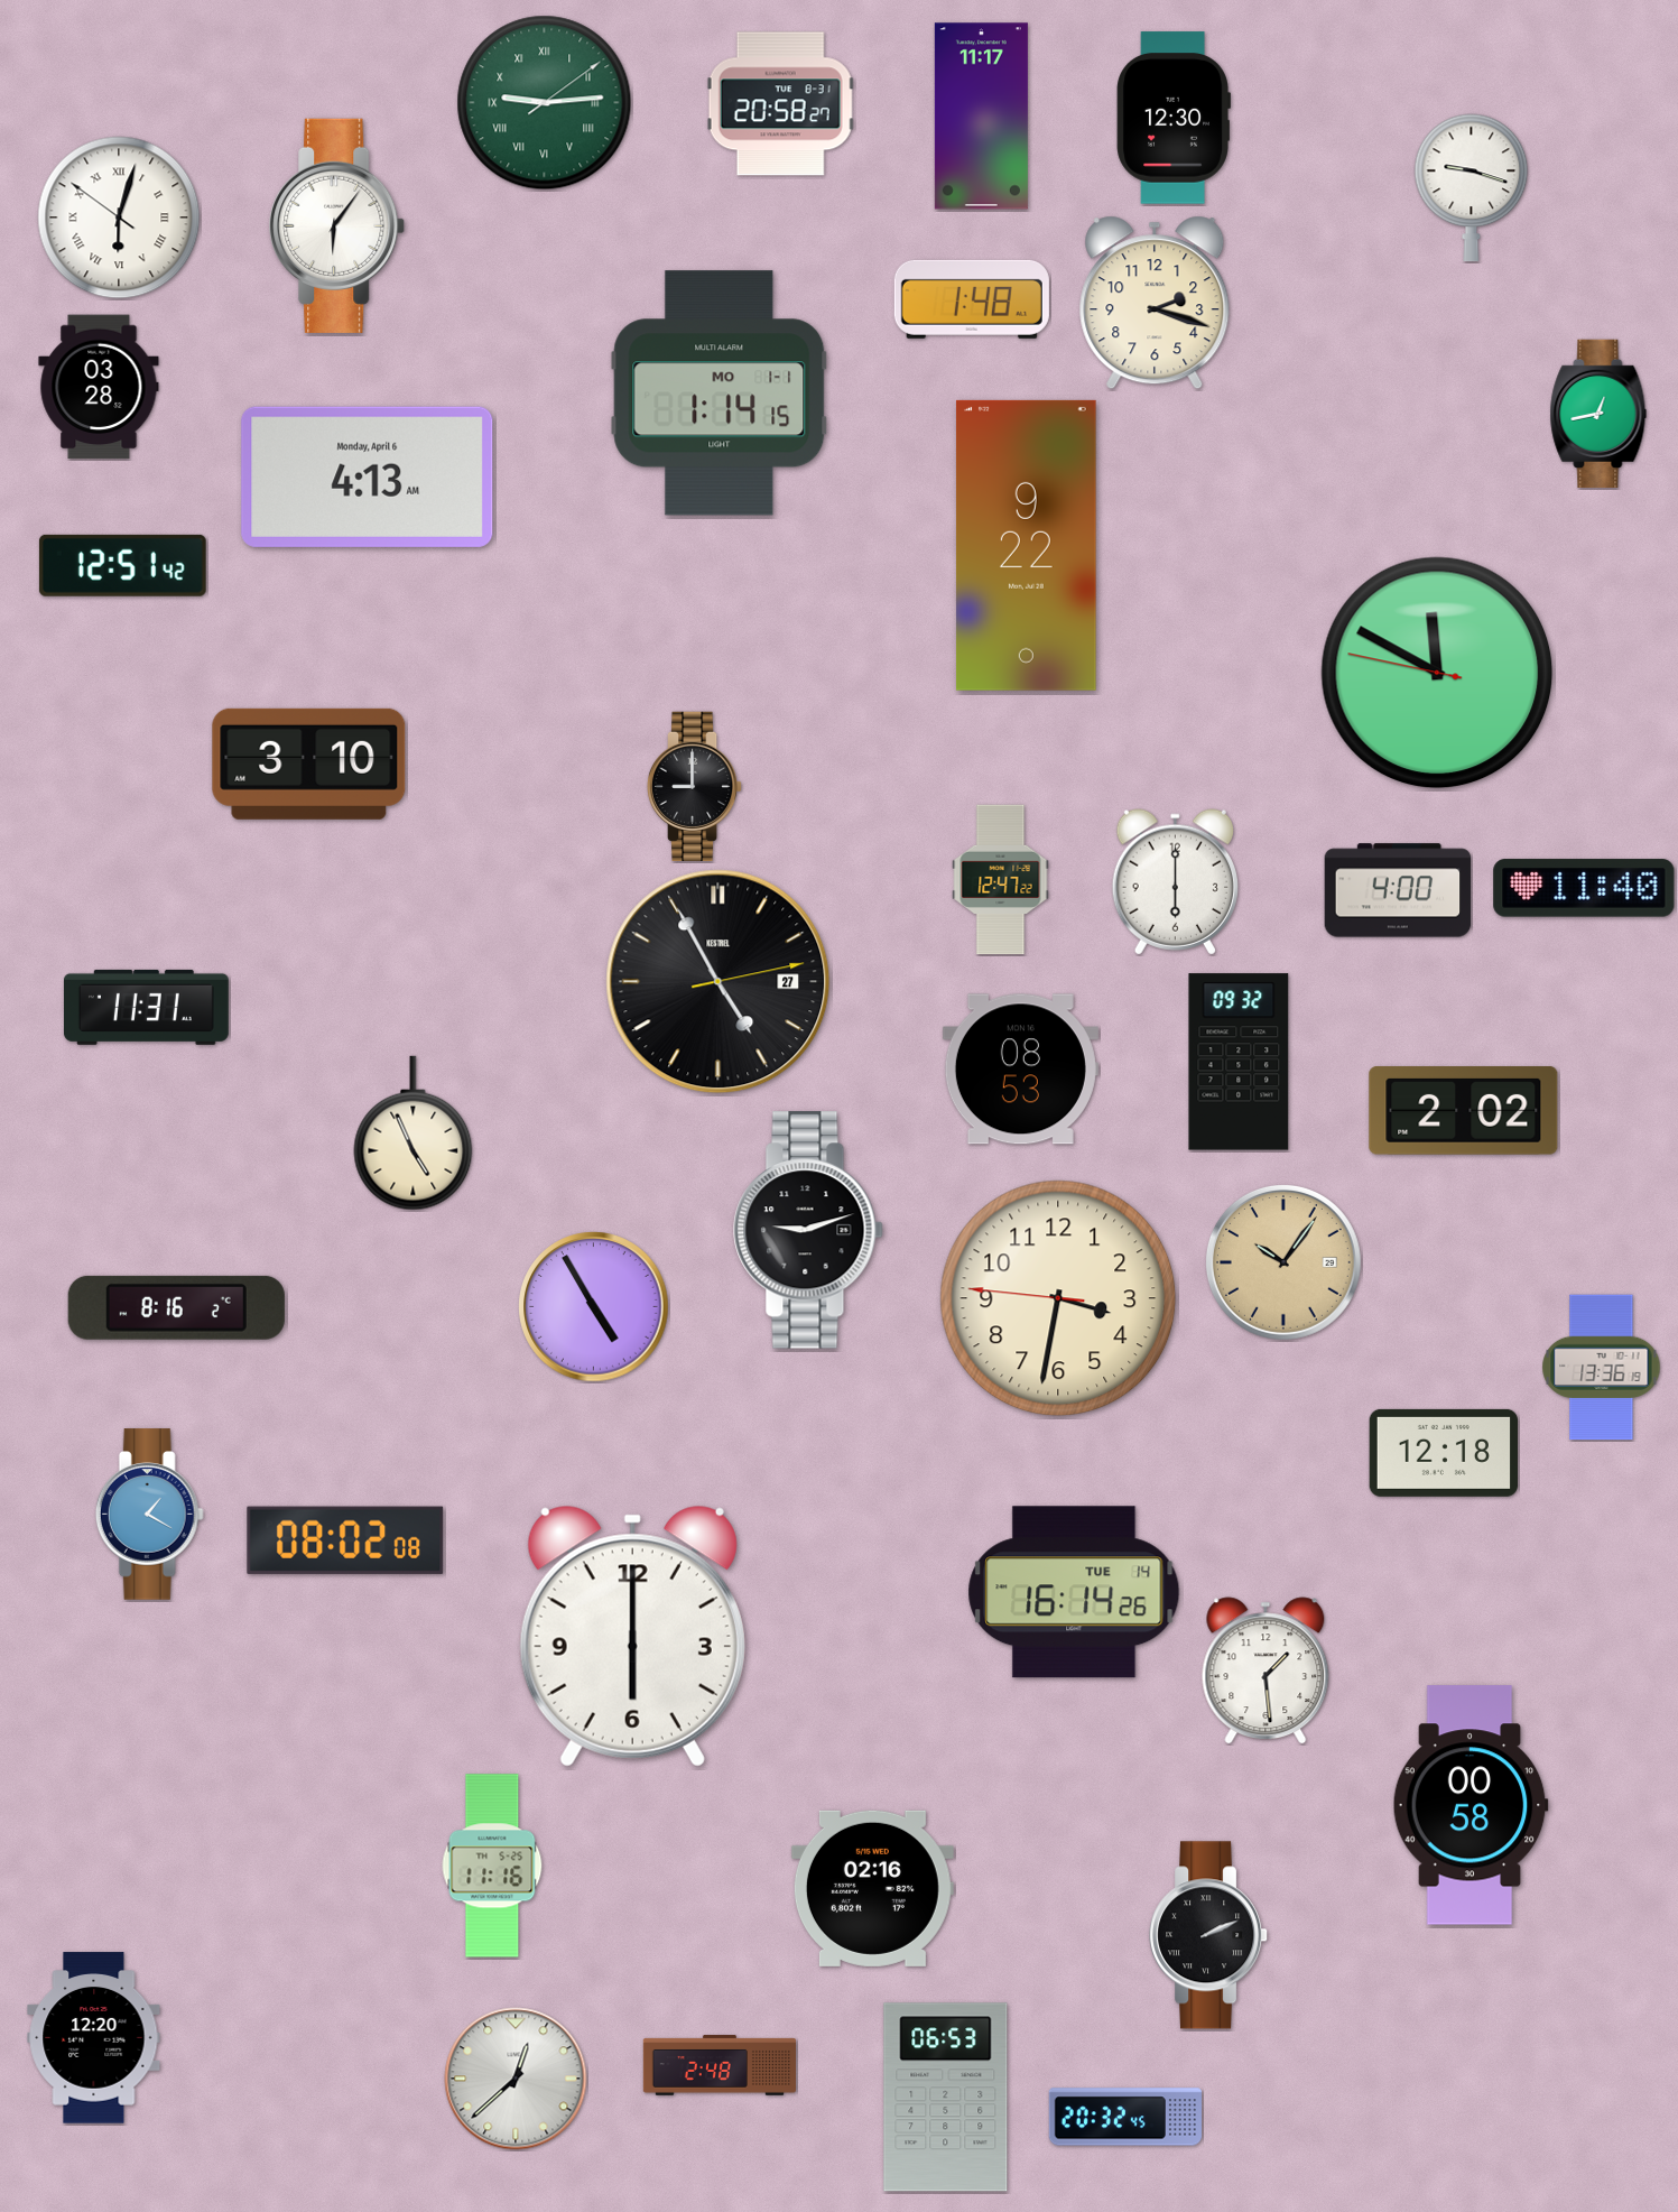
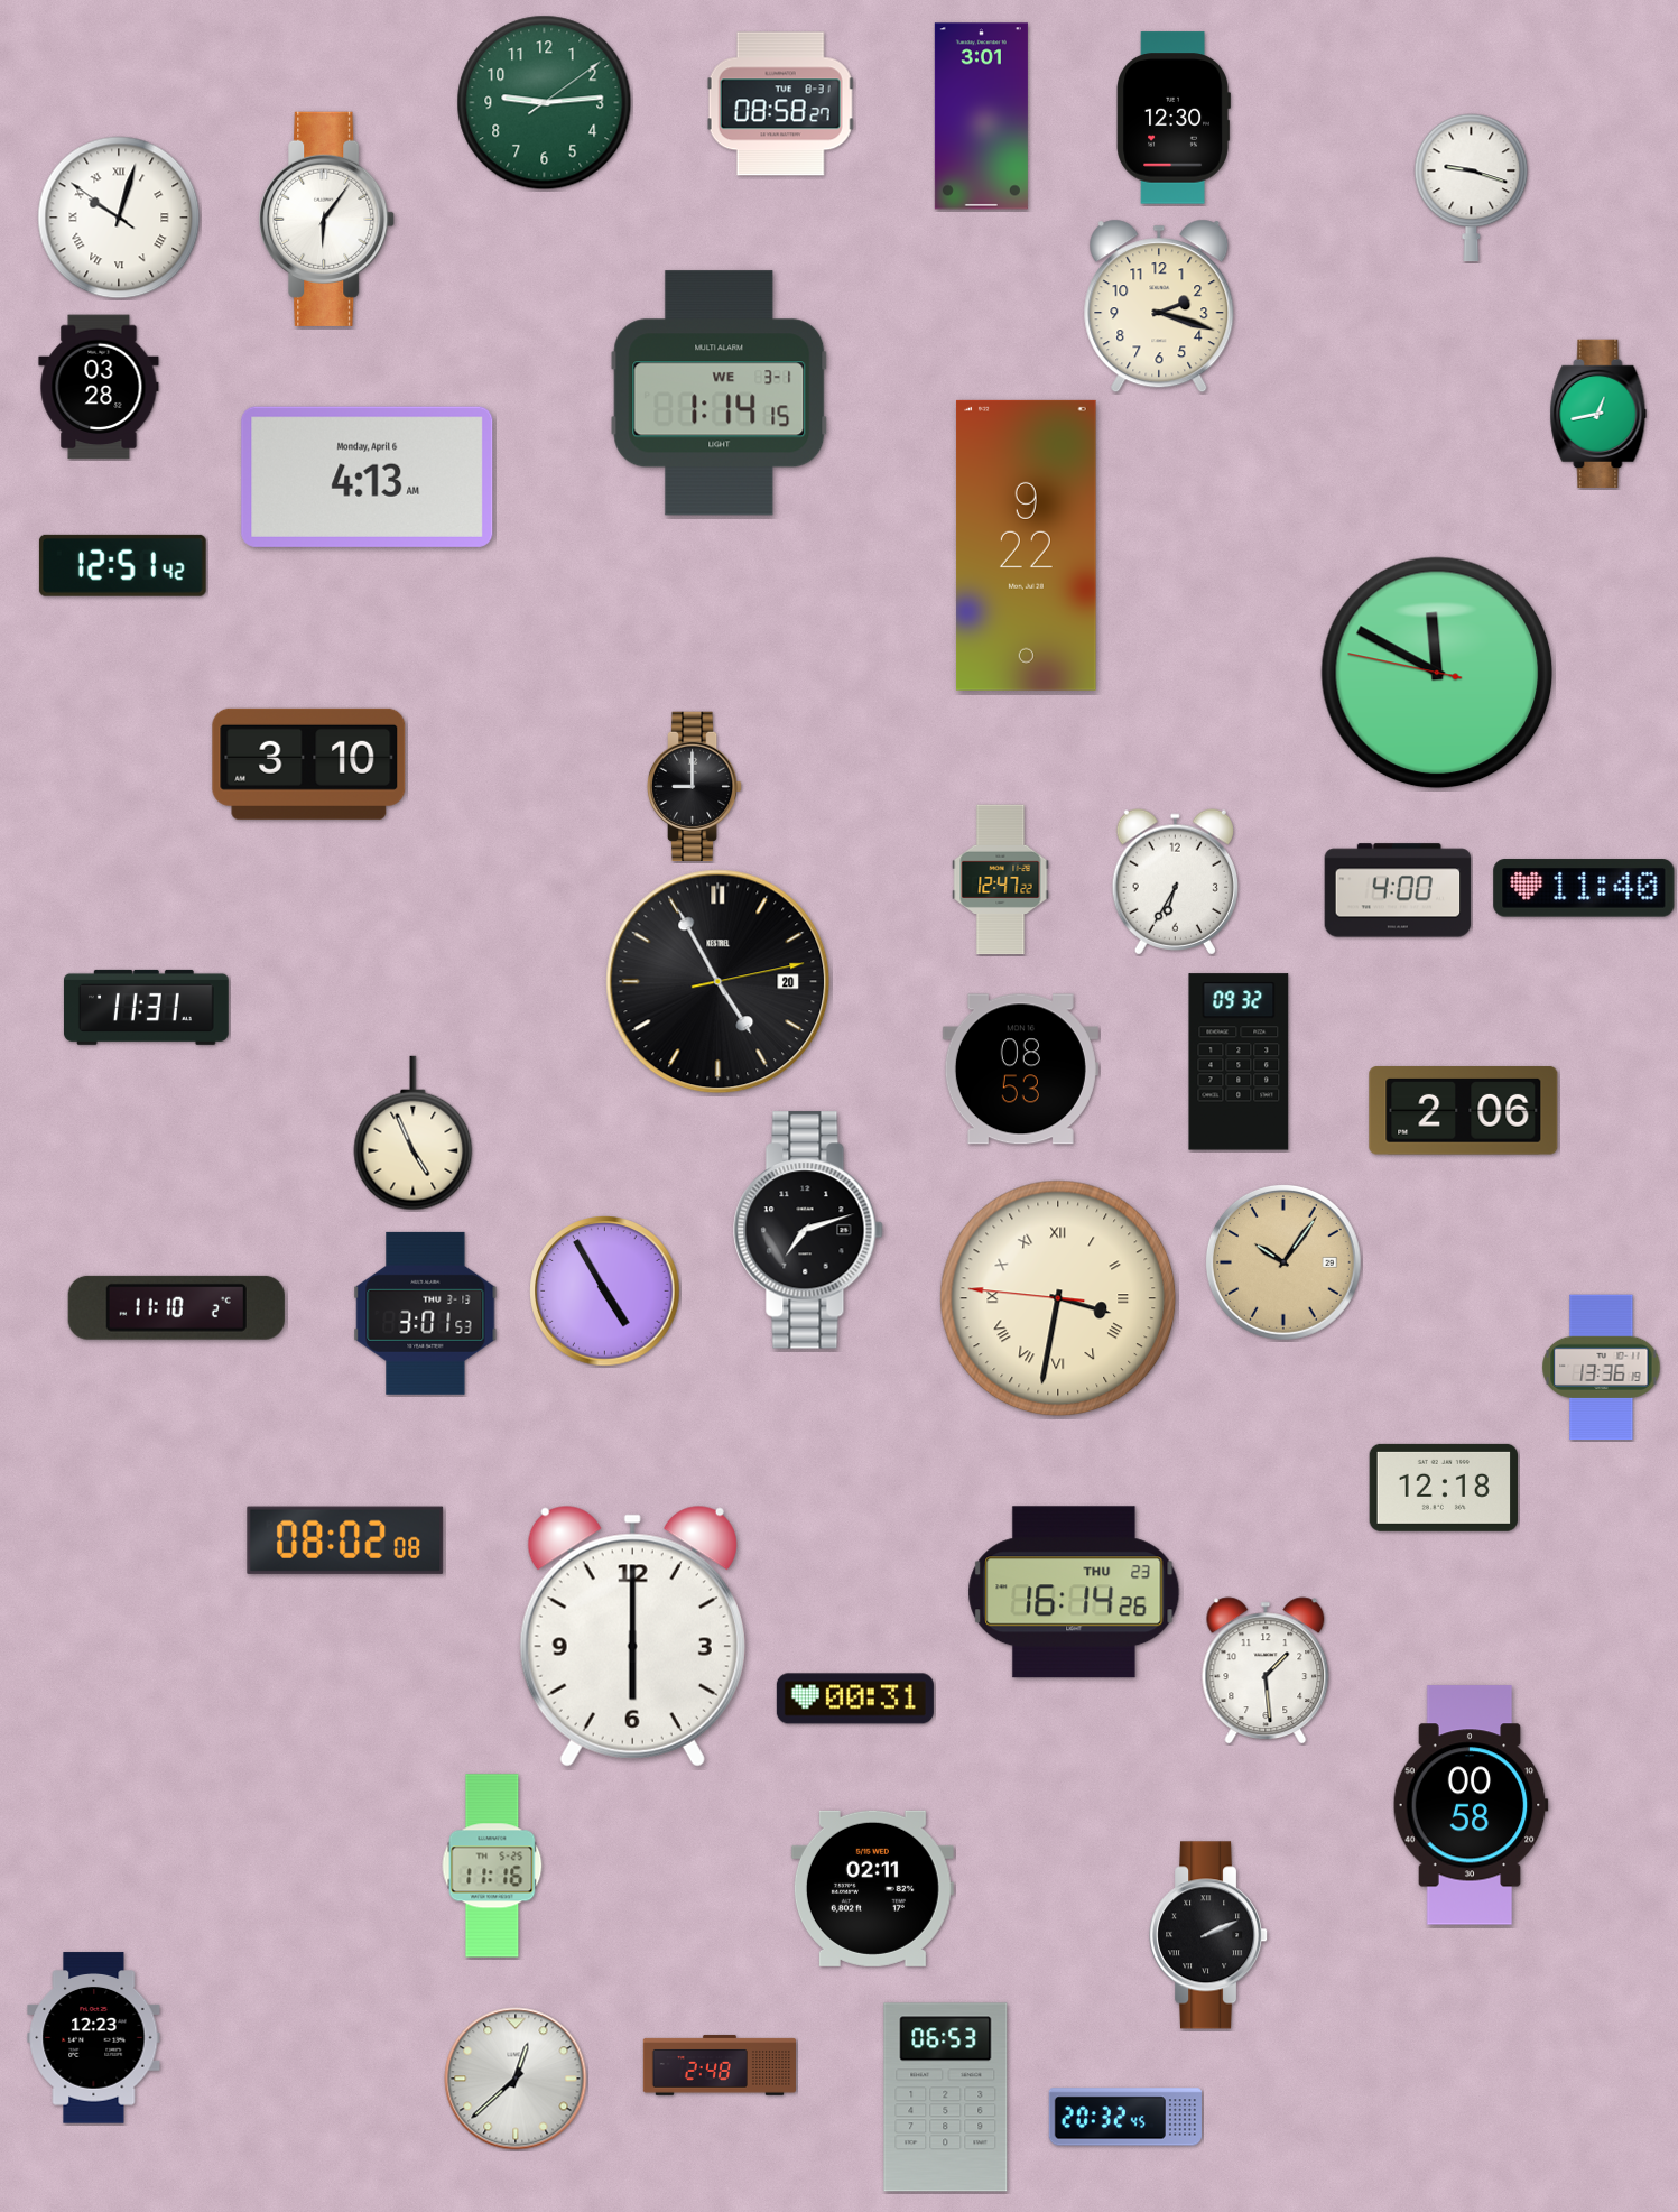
clock at (545, 103) numerals: Roman -> Arabic
clock at (781, 104): 20:58 -> 08:58
clock at (981, 117): 11:17 -> 3:01
clock at (119, 218): 6:02 -> 10:02
clock at (337, 225) position: (337, 225) -> (327, 219)
clock at (972, 299): 1:48 -> none
clock at (1155, 303) position: (1155, 303) -> (1159, 306)
clock at (720, 394) date: MO 1-1 -> WE 3-1
clock at (1175, 882): 6:00 -> 6:35
clock at (719, 982) date: 27 -> 20
clock at (1464, 1111): 2:02 -> 2:06
clock at (808, 1230): 9:12 -> 7:12
clock at (1058, 1298) numerals: Arabic -> Roman
clock at (176, 1307): 8:16 -> 11:10
clock at (594, 1307) position: (594, 1307) -> (605, 1292)
clock at (426, 1313): none -> 3:01
clock at (1443, 1453) position: (1443, 1453) -> (1443, 1488)
clock at (149, 1515): 1:20 -> none
clock at (1074, 1592) date: TUE 14 -> THU 23
clock at (855, 1699): none -> 00:31
clock at (872, 1888): 02:16 -> 02:11
clock at (94, 2038): 12:20 -> 12:23
